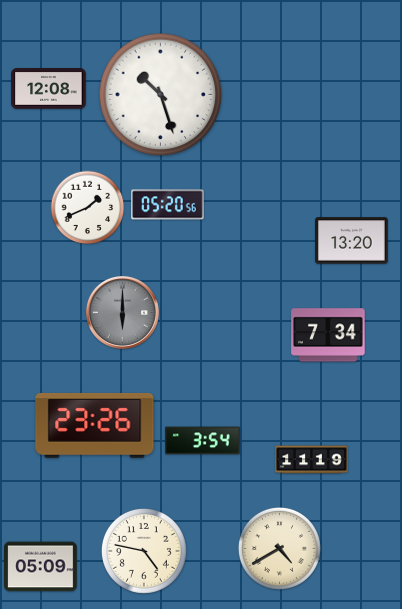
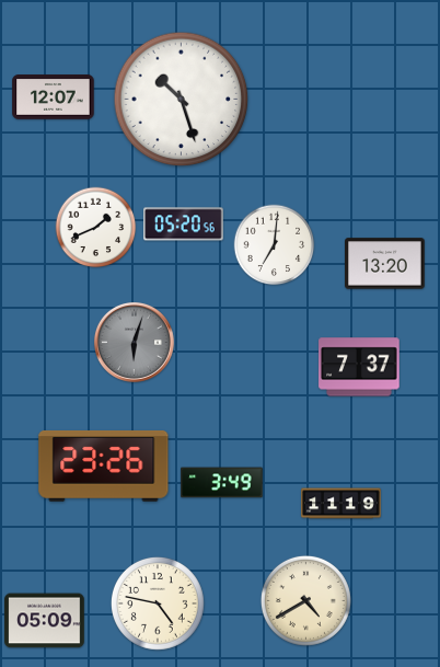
clock at (49, 89): 12:08 -> 12:07
clock at (161, 95) position: (161, 95) -> (182, 100)
clock at (275, 245): none -> 7:01
clock at (122, 312): 6:00 -> 6:03
clock at (328, 335): 7:34 -> 7:37
clock at (203, 441): 3:54 -> 3:49
